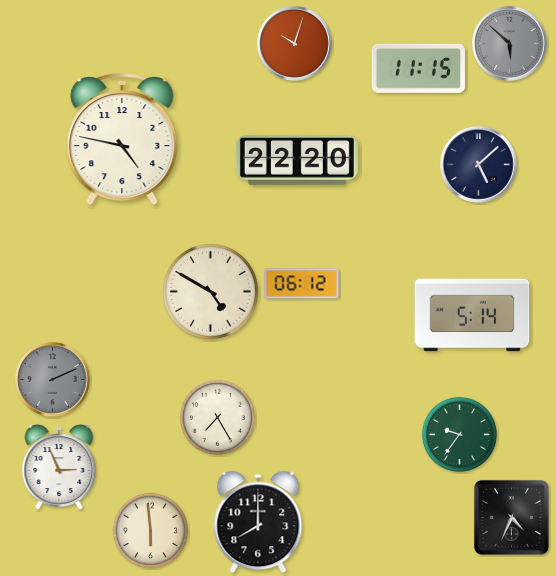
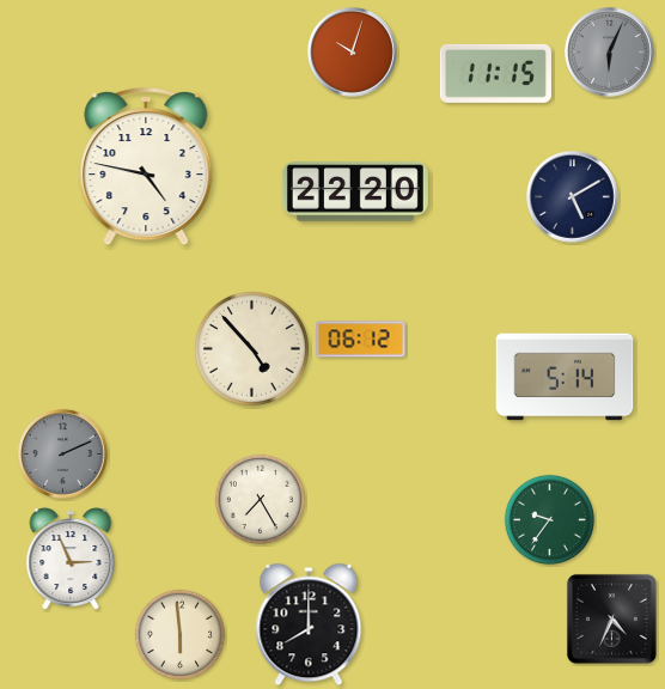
clock at (510, 44): 5:52 -> 6:04
clock at (418, 68) position: (418, 68) -> (495, 73)
clock at (479, 165): 5:08 -> 5:10
clock at (210, 291): 4:50 -> 4:53
